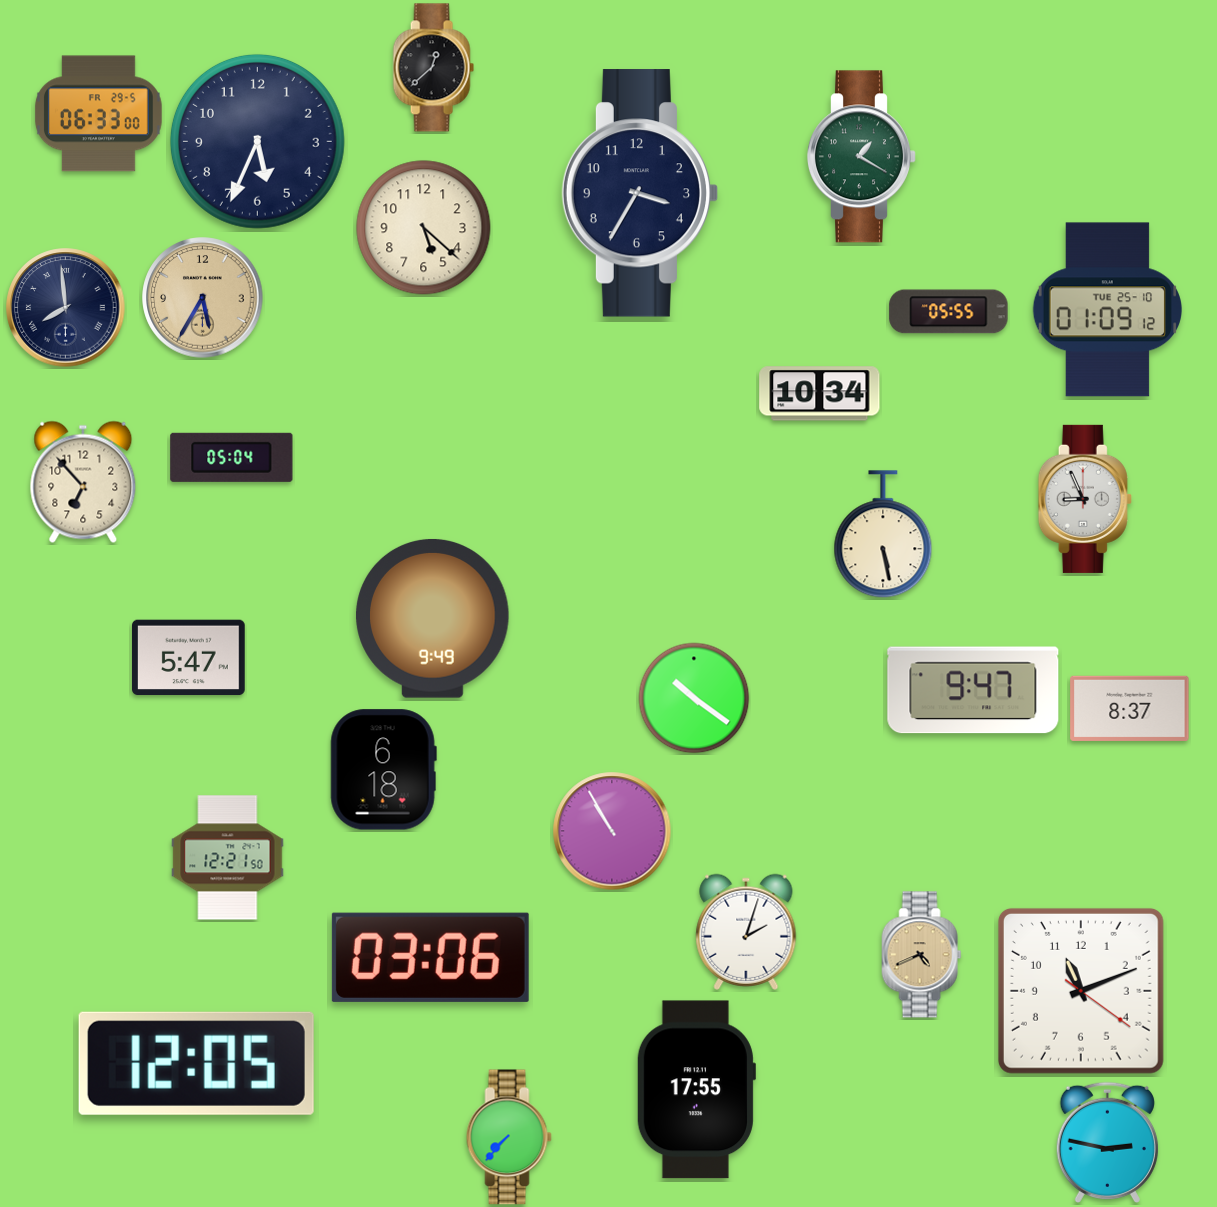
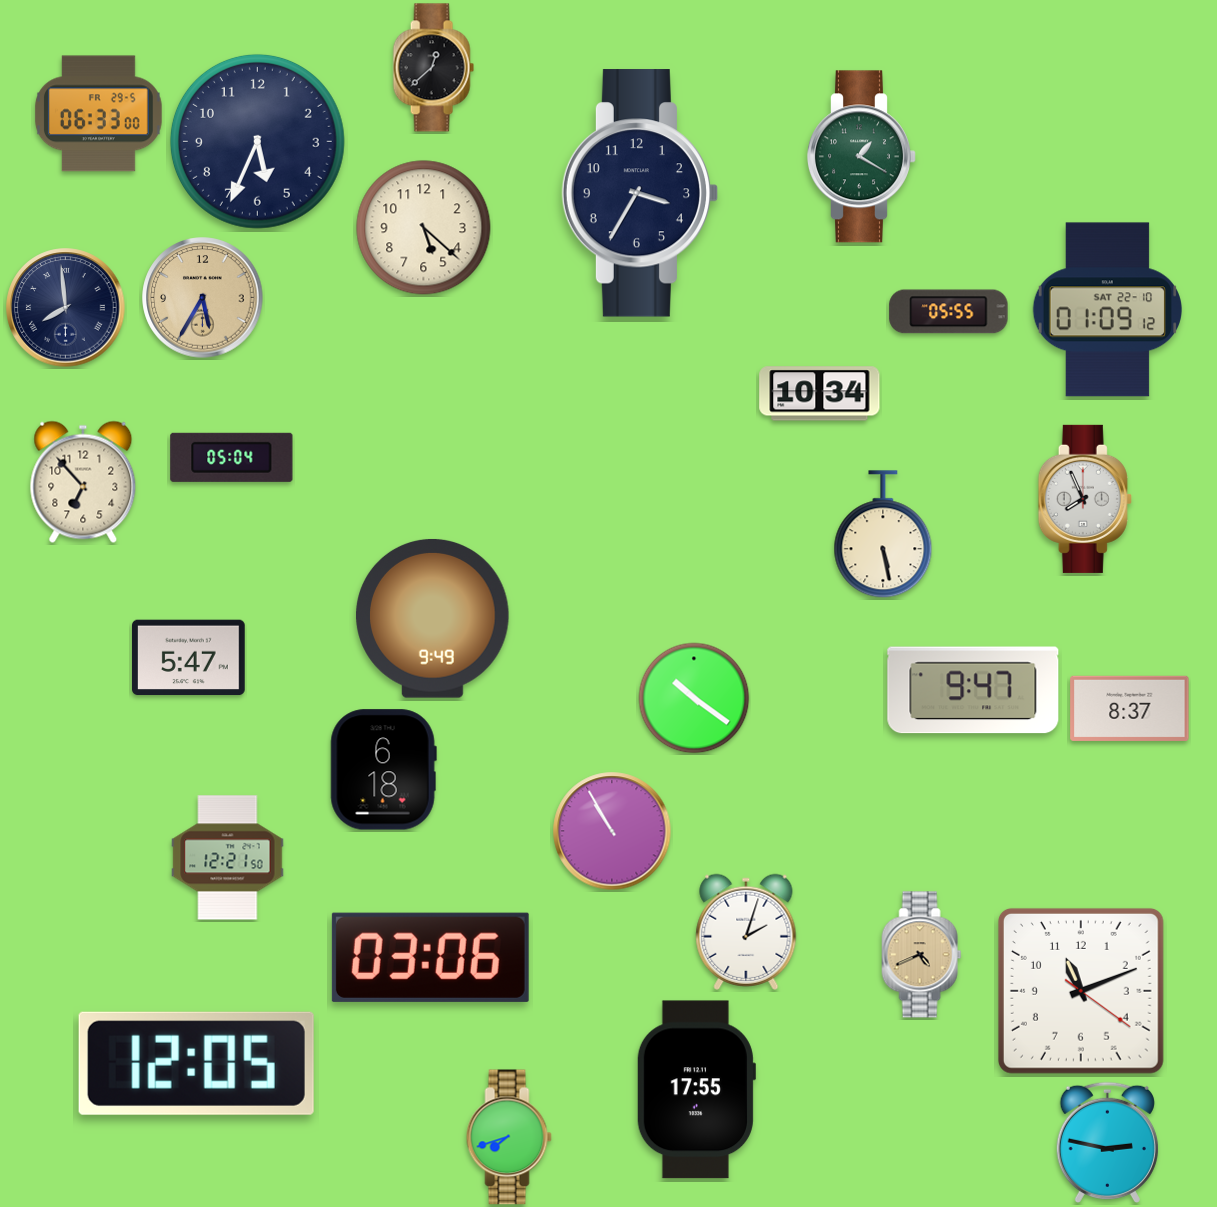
clock at (1107, 310) date: TUE 25-10 -> SAT 22-10
clock at (1085, 499): 8:56 -> 7:56
clock at (509, 1137): 7:37 -> 7:42
